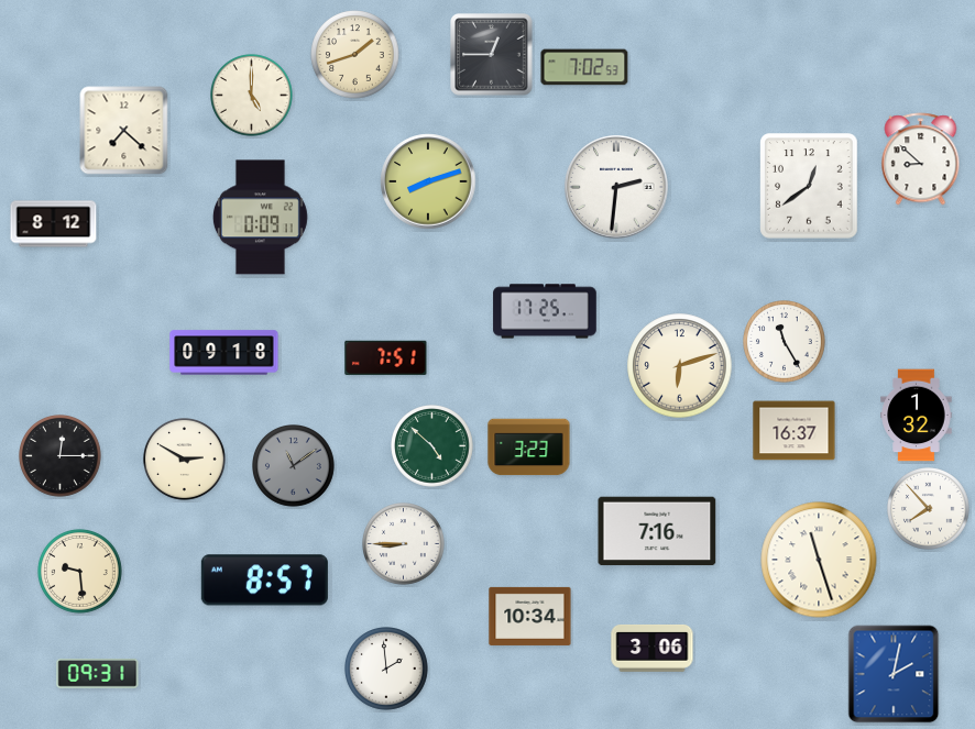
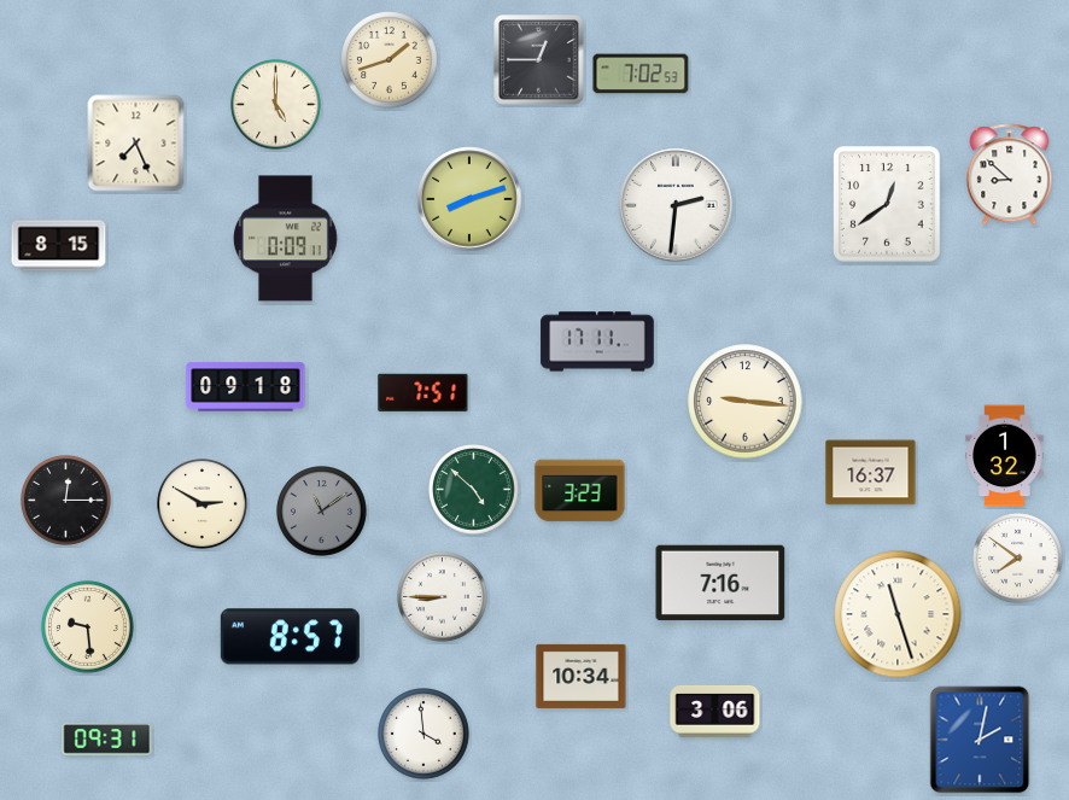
clock at (124, 131): 7:22 -> 7:26
clock at (54, 224): 8:12 -> 8:15
clock at (545, 311): 17:25 -> 17:11
clock at (785, 342): 11:25 -> none
clock at (680, 366): 6:12 -> 9:16
clock at (929, 509): 7:53 -> 7:51
clock at (387, 670): 1:59 -> 3:59
